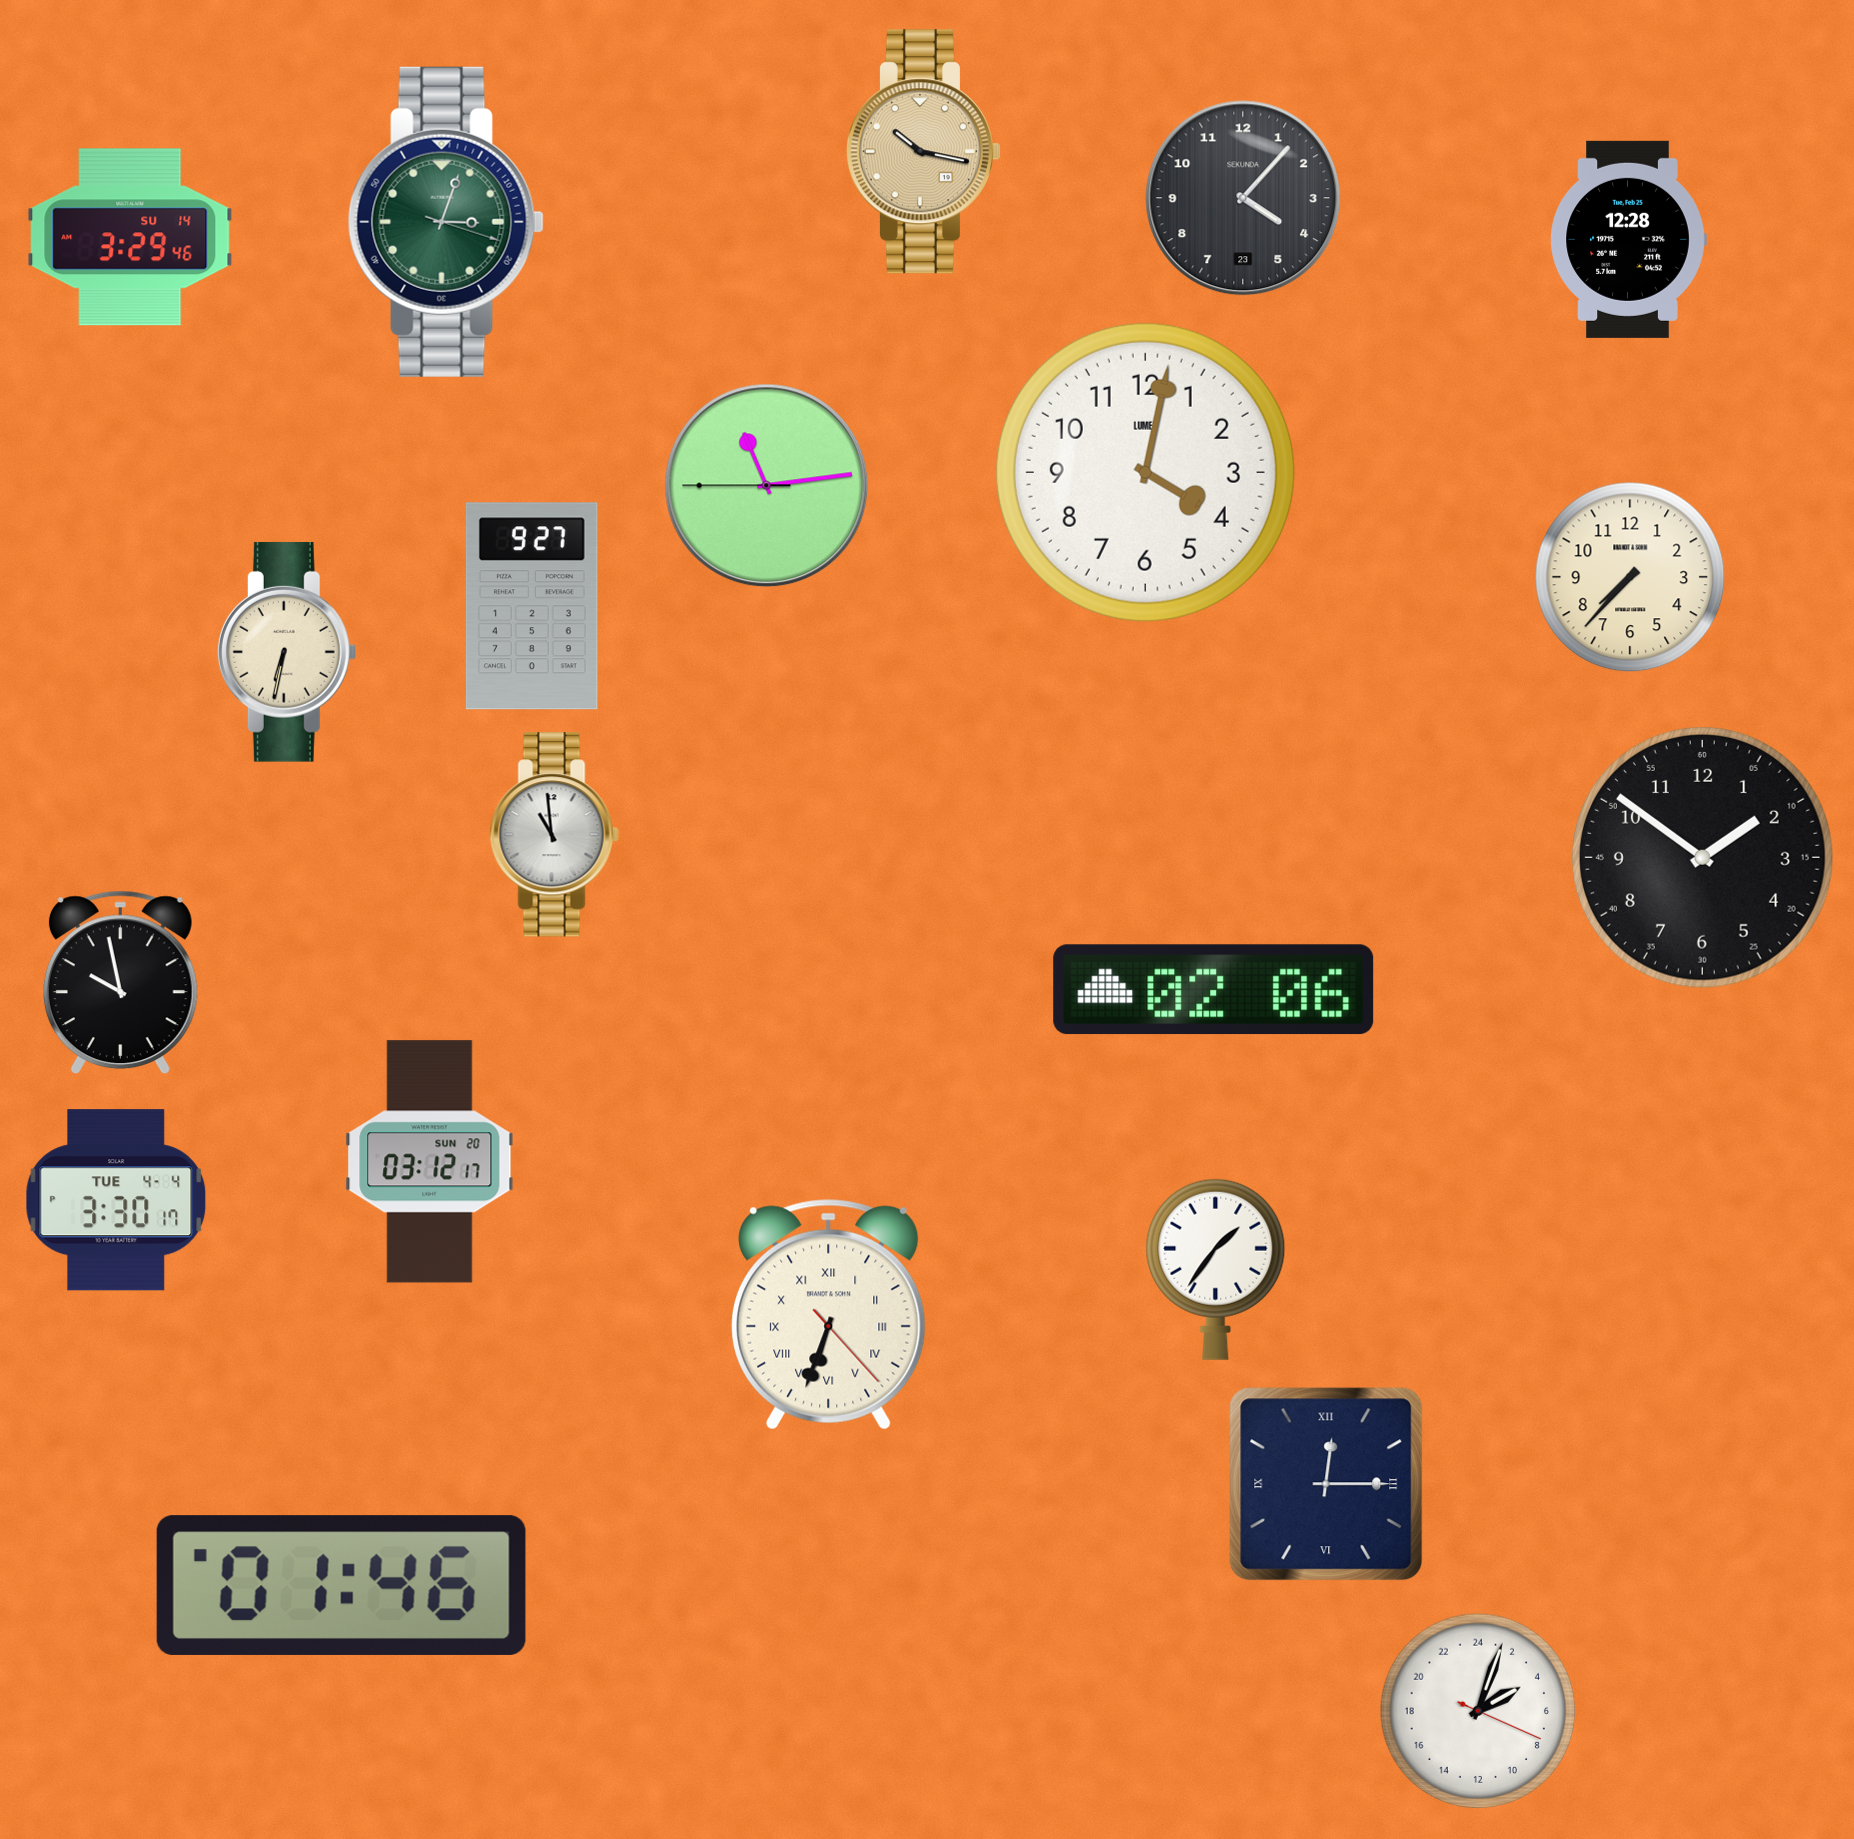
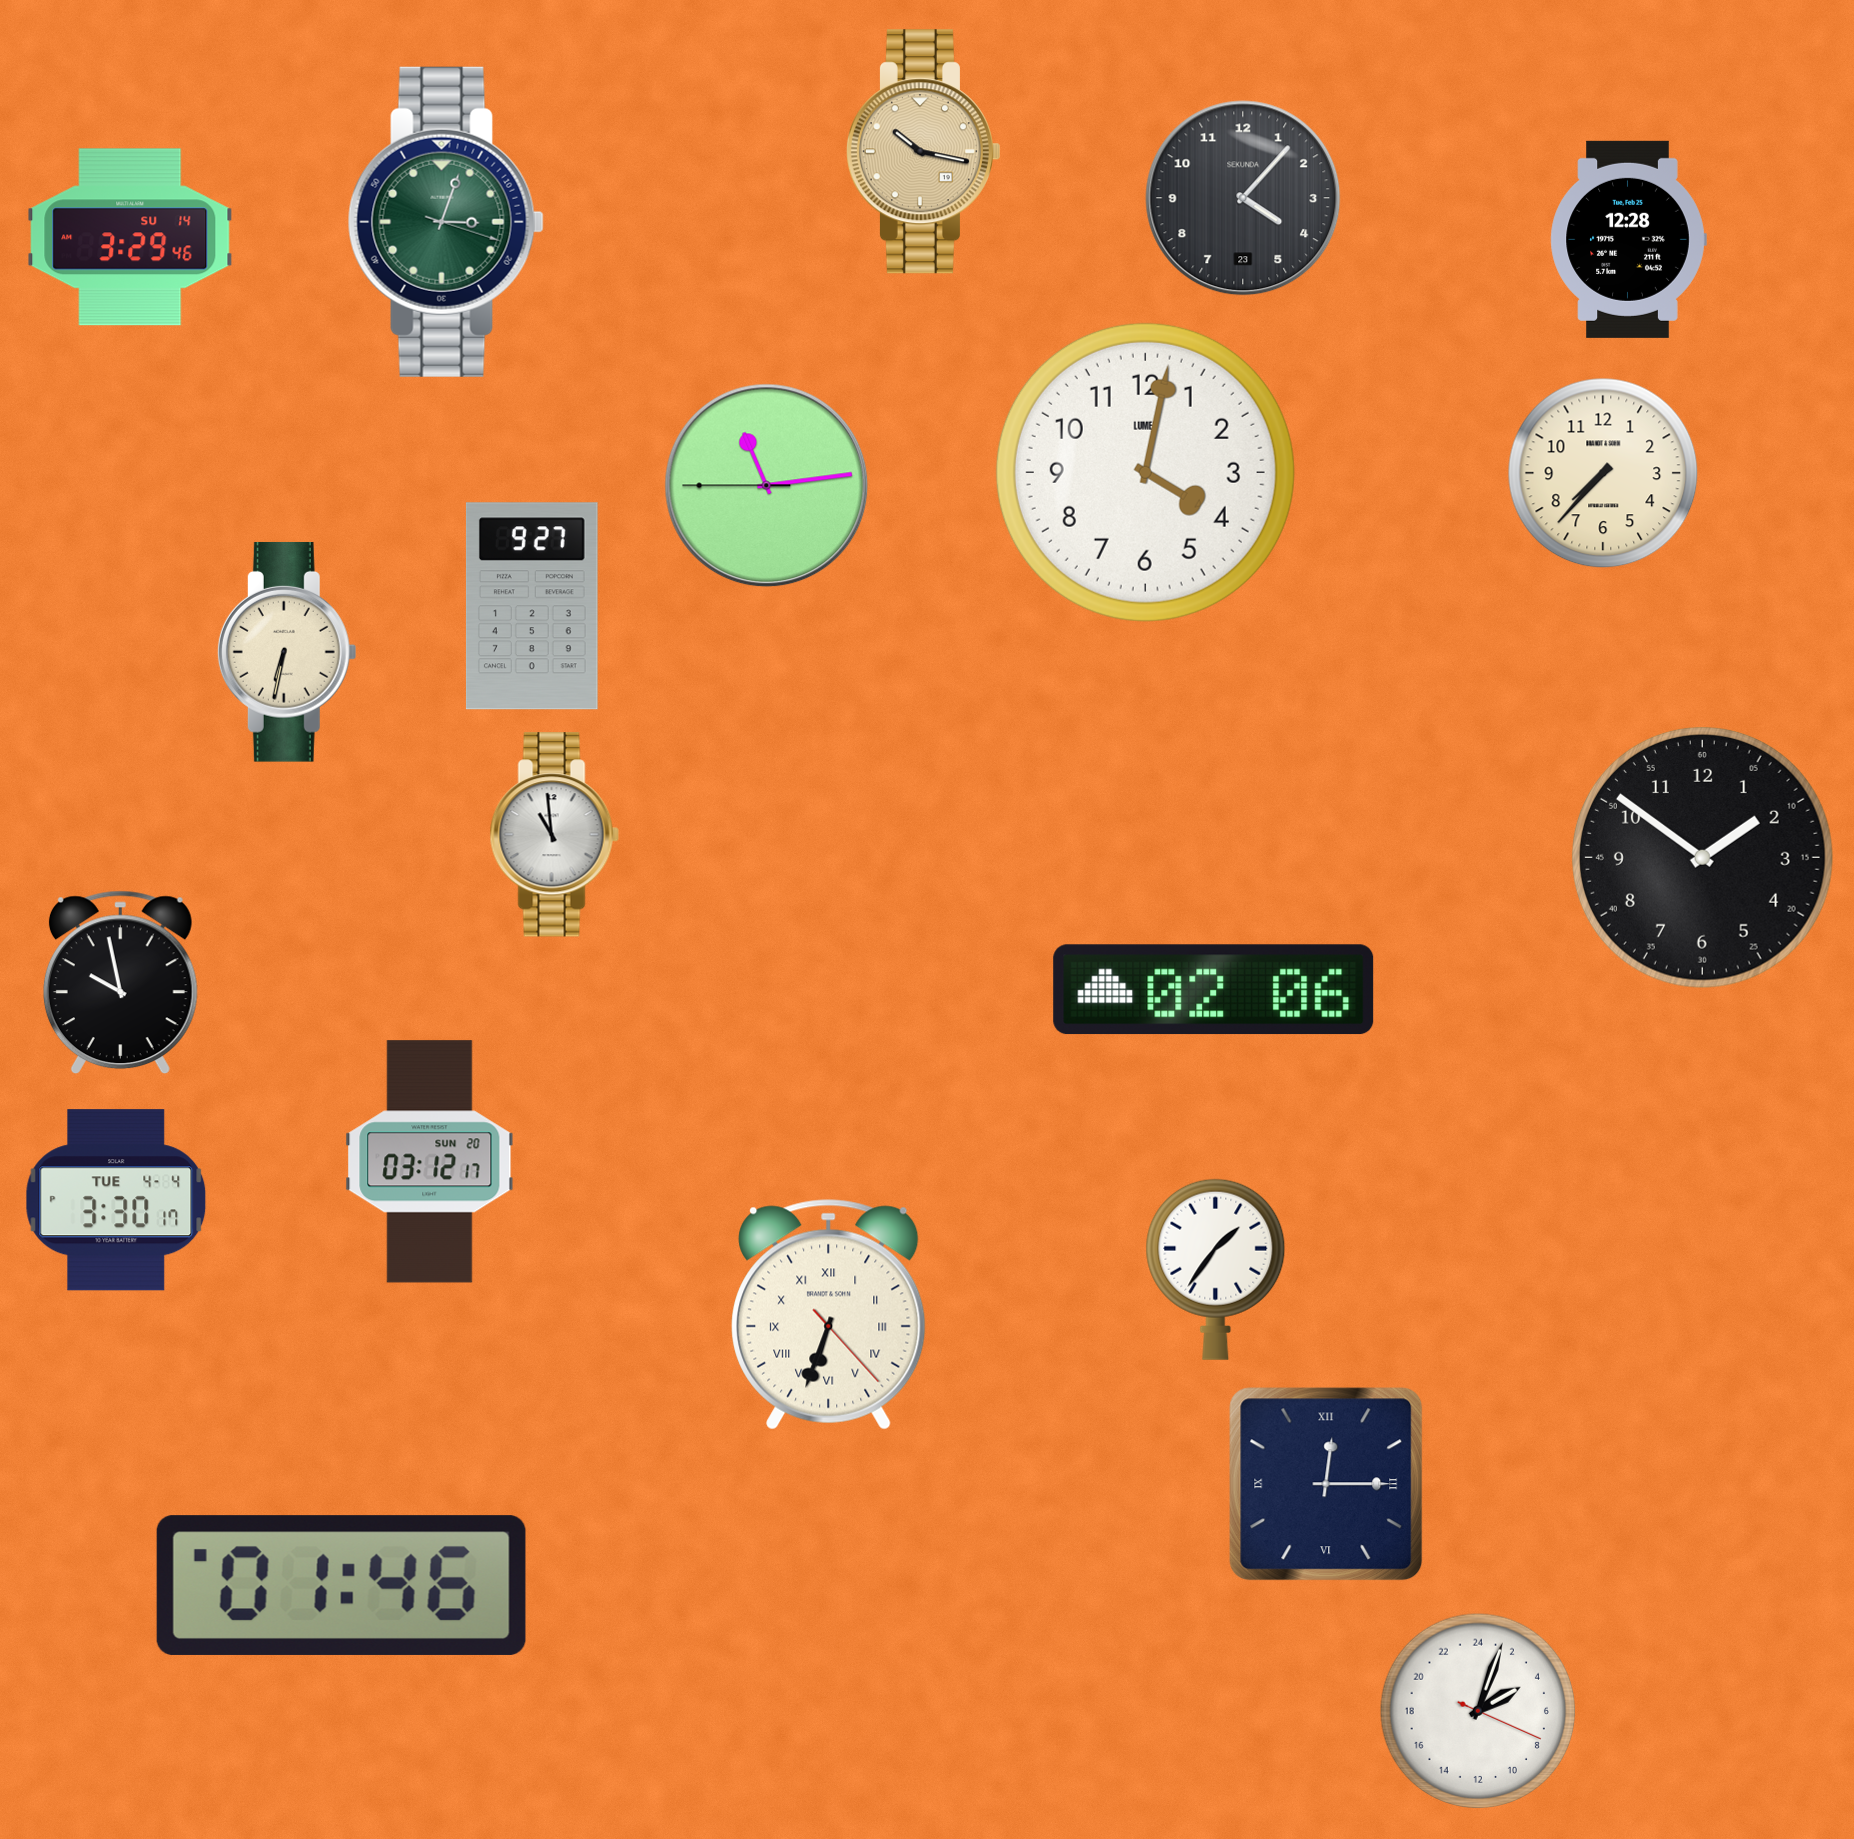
clock at (1630, 577) position: (1630, 577) -> (1603, 473)
